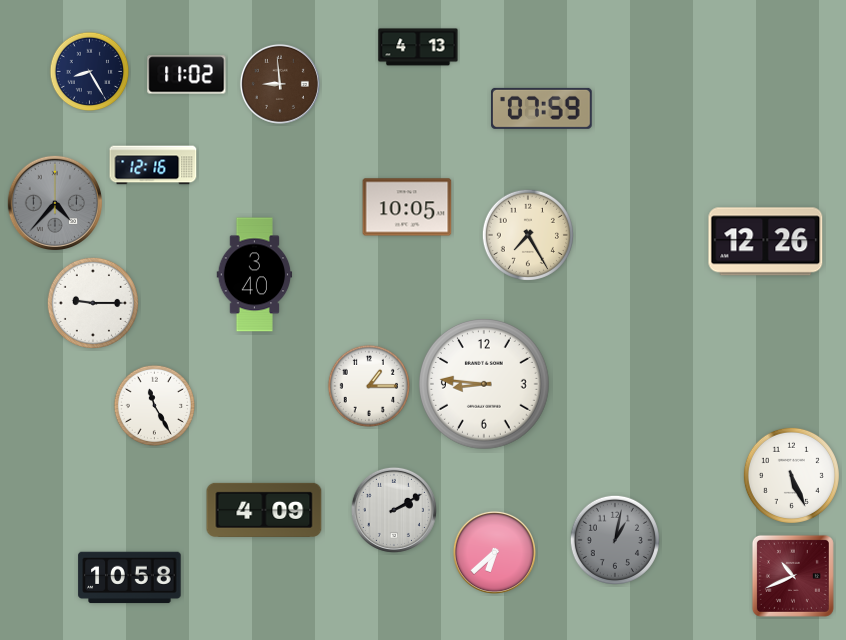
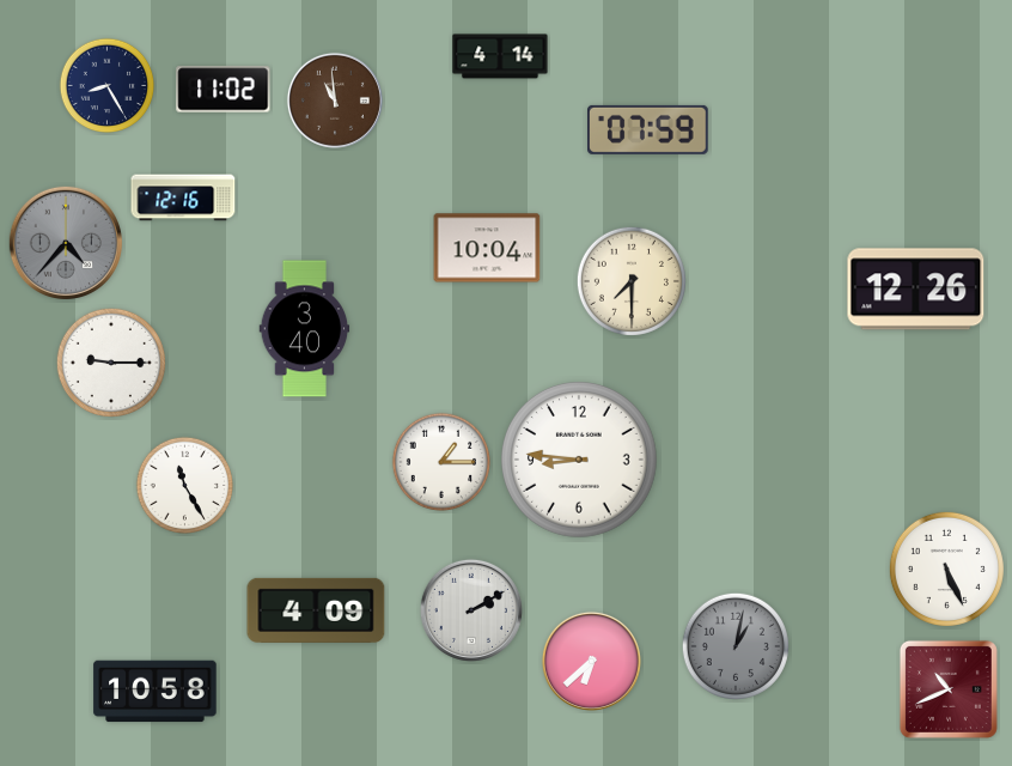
clock at (418, 47): 4:13 -> 4:14
clock at (280, 84): 8:59 -> 10:59
clock at (407, 207): 10:05 -> 10:04
clock at (528, 235): 7:25 -> 7:30
